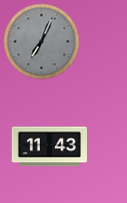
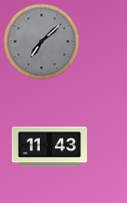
clock at (42, 42): 7:04 -> 7:08
